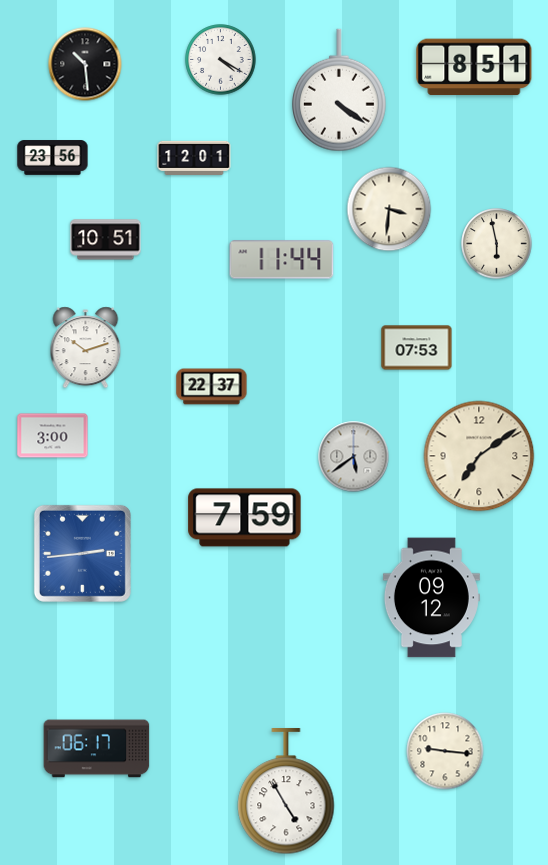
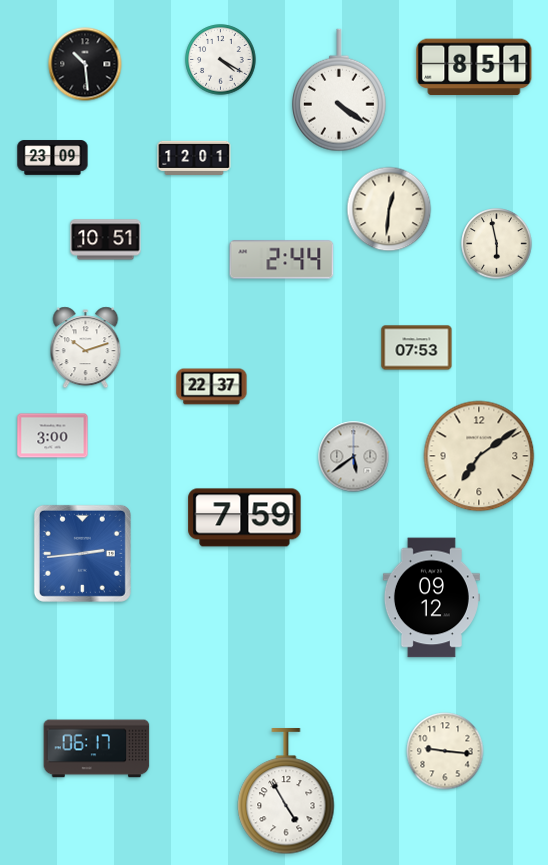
clock at (53, 158): 23:56 -> 23:09
clock at (389, 209): 3:31 -> 12:31
clock at (282, 260): 11:44 -> 2:44
